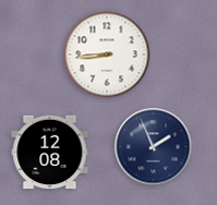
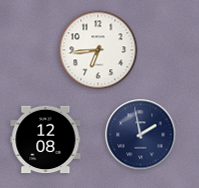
clock at (107, 55): 8:44 -> 6:44
clock at (154, 147): 1:56 -> 1:58
